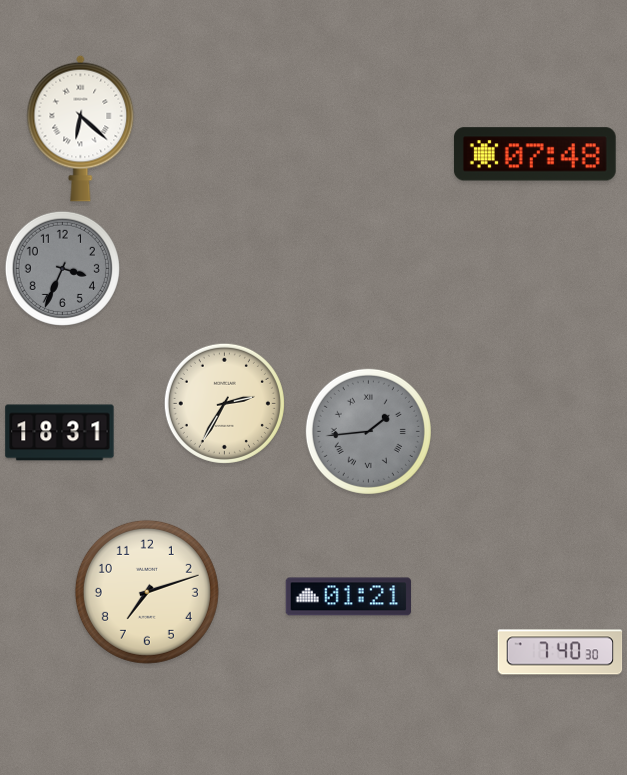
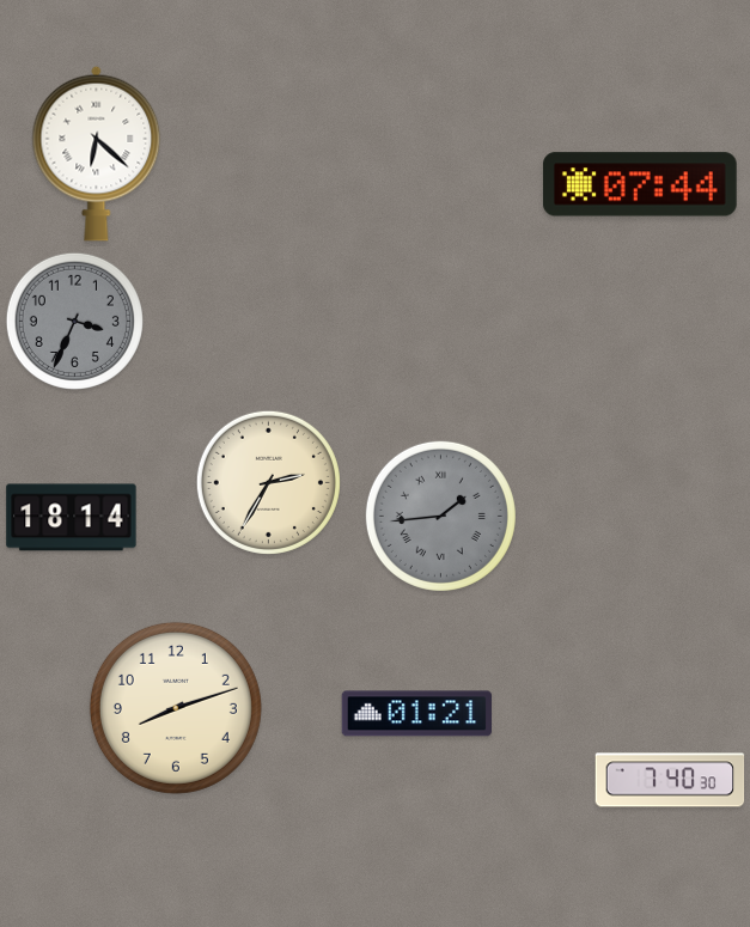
clock at (535, 154): 07:48 -> 07:44
clock at (60, 433): 18:31 -> 18:14
clock at (147, 592): 7:12 -> 8:12
